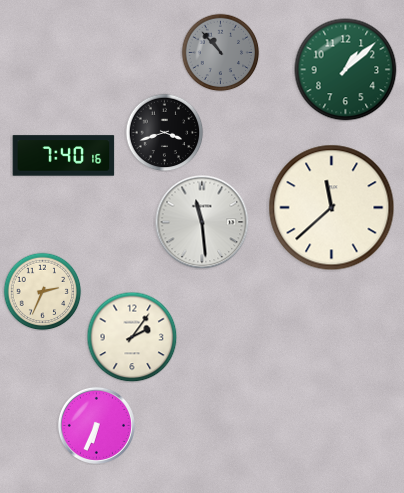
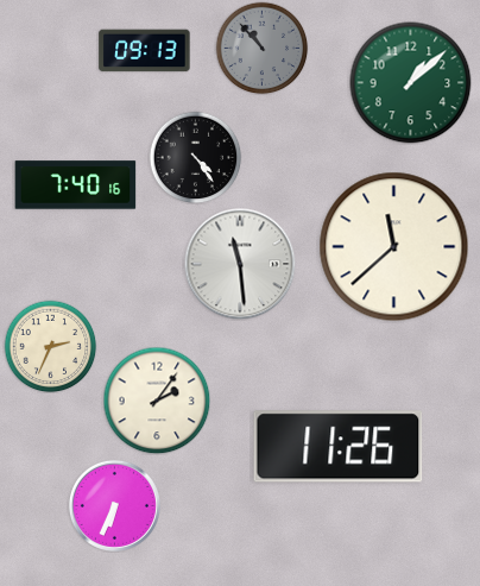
clock at (145, 51): none -> 09:13
clock at (220, 52) position: (220, 52) -> (261, 48)
clock at (164, 132): 3:42 -> 4:24
clock at (339, 447): none -> 11:26
